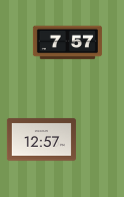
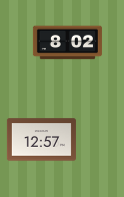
clock at (67, 43): 7:57 -> 8:02
